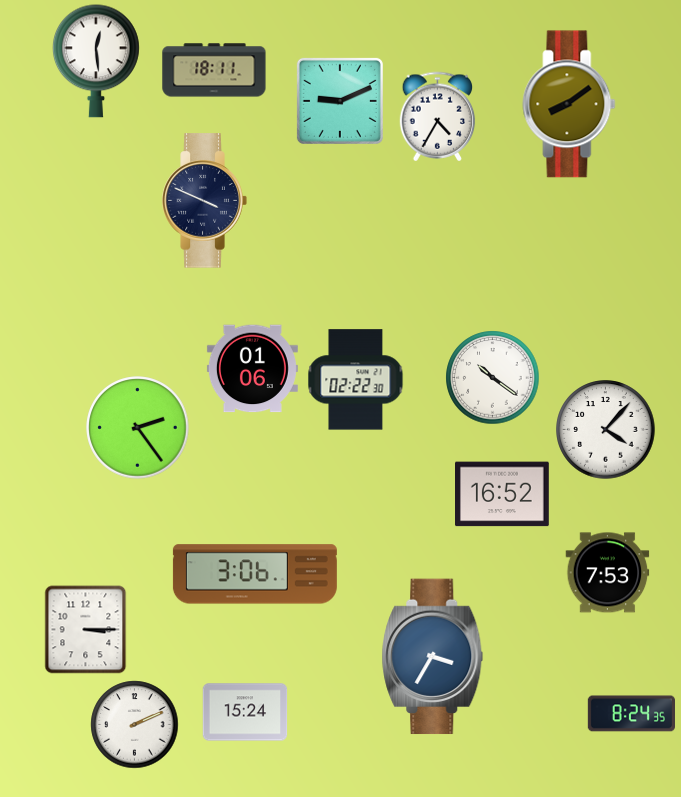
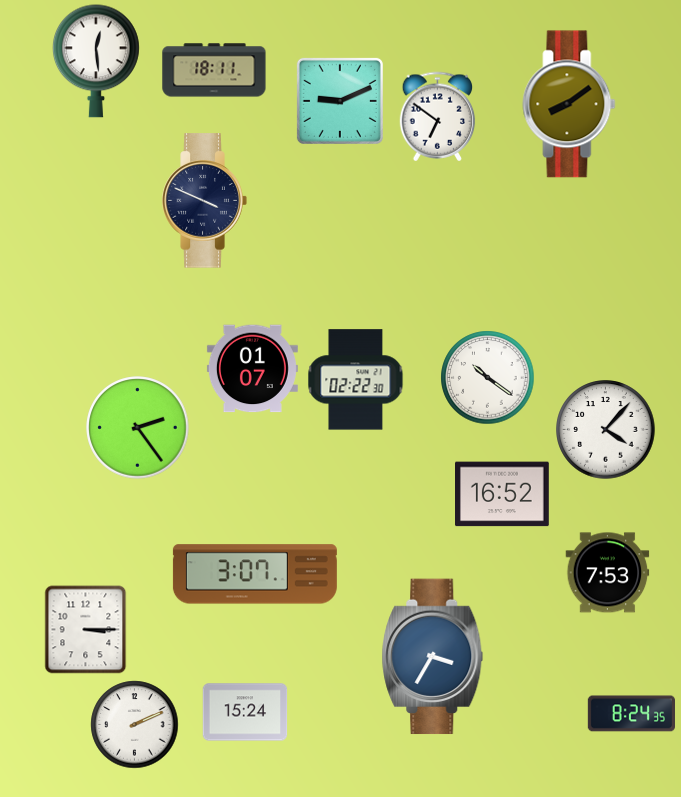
clock at (438, 117): 4:35 -> 6:51
clock at (252, 369): 01:06 -> 01:07
clock at (493, 378) position: (493, 378) -> (488, 378)
clock at (255, 574): 3:06 -> 3:07
